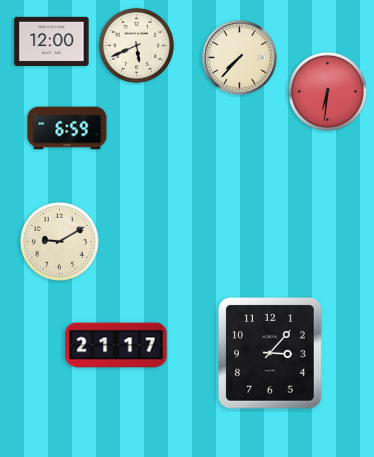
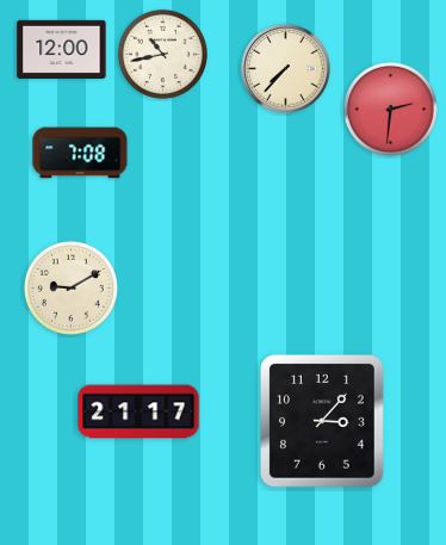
clock at (136, 45): 5:41 -> 10:43
clock at (327, 91): 6:31 -> 2:31
clock at (67, 128): 6:59 -> 7:08
